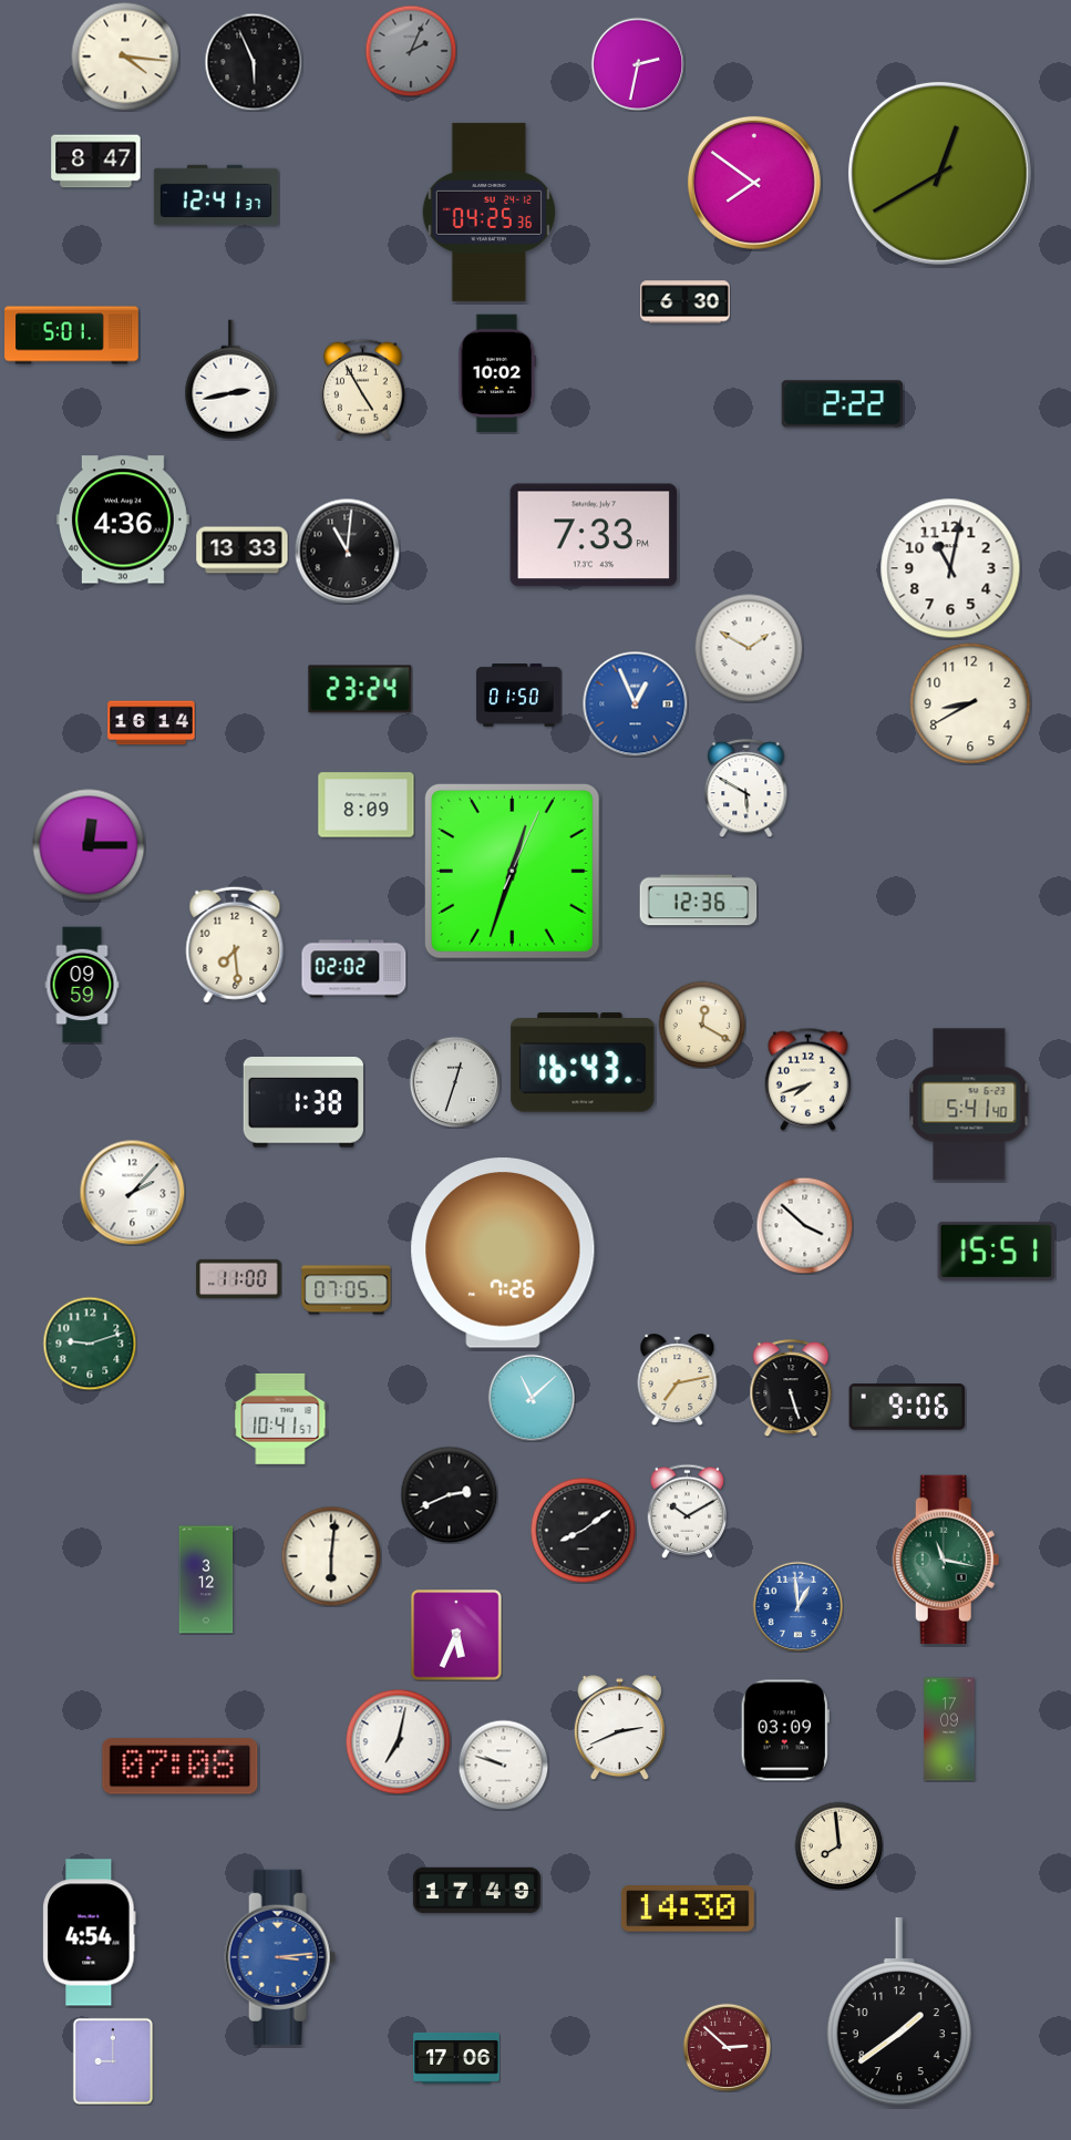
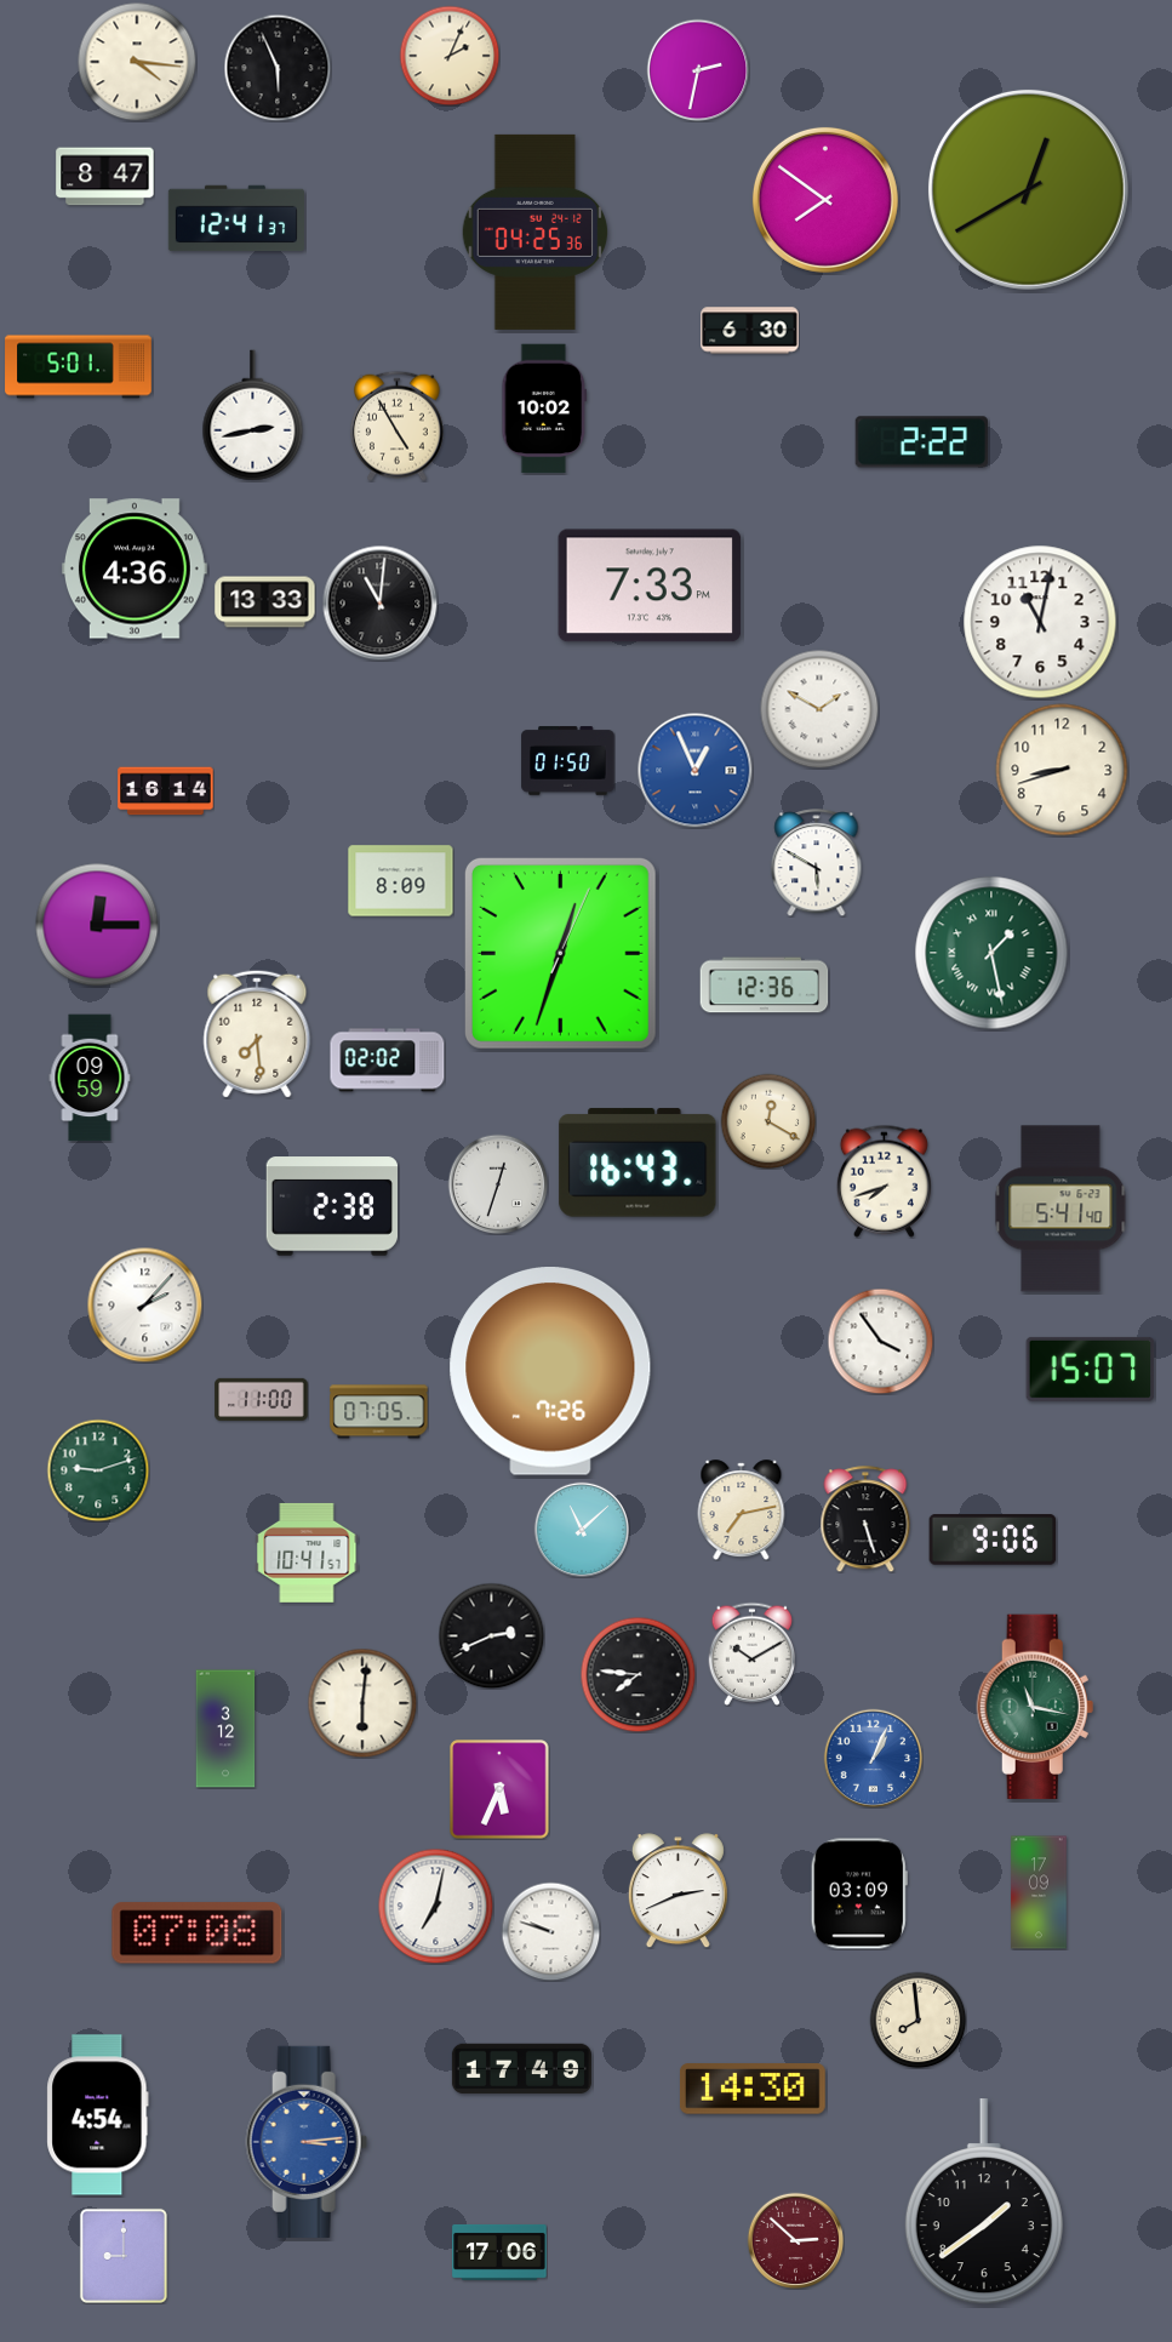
clock at (411, 51) dial: grey -> cream
clock at (216, 195) position: (216, 195) -> (236, 218)
clock at (360, 689): 23:24 -> none
clock at (970, 703): 8:40 -> 8:42
clock at (991, 953): none -> 1:28
clock at (302, 1102): 1:38 -> 2:38
clock at (804, 1225): 3:52 -> 3:54
clock at (997, 1251): 15:51 -> 15:07
clock at (583, 1530): 8:09 -> 7:46
clock at (797, 1606): 12:59 -> 1:04
